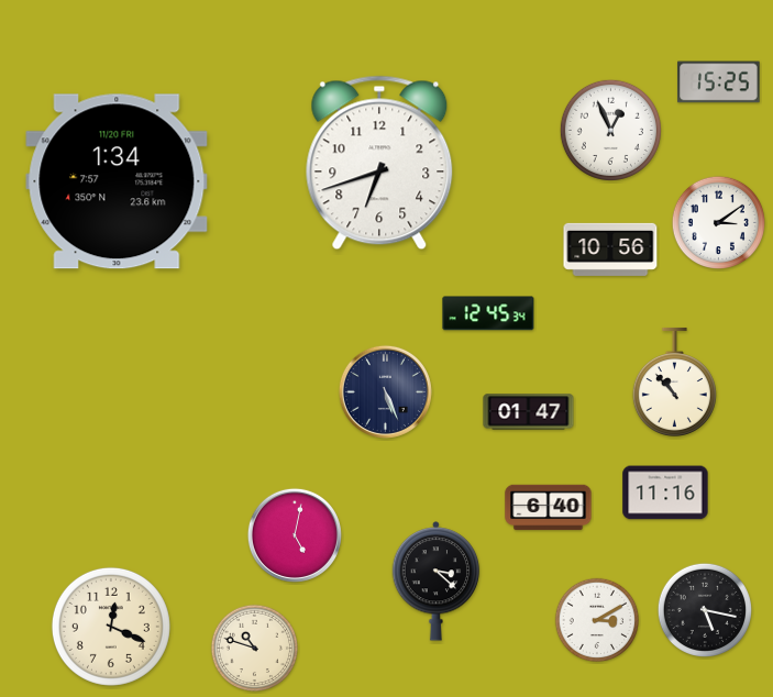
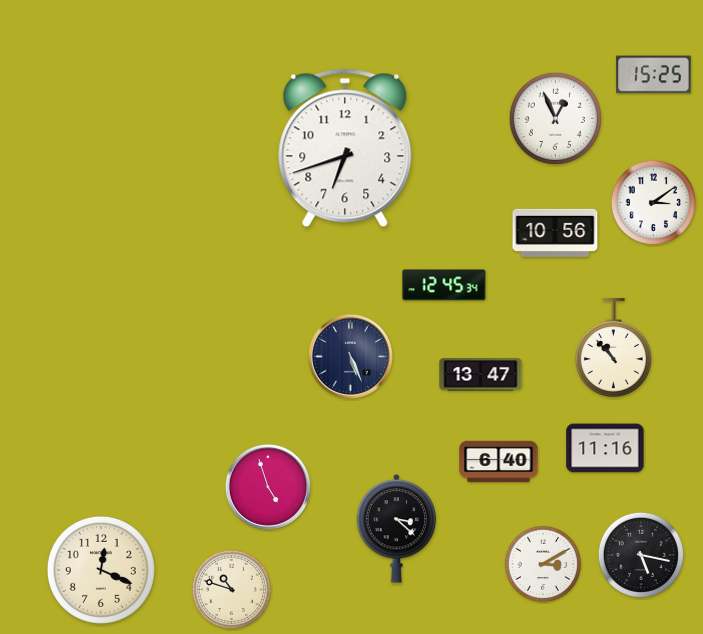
clock at (117, 181): 1:34 -> none
clock at (610, 250) position: (610, 250) -> (555, 233)
clock at (529, 412): 01:47 -> 13:47
clock at (295, 535): 5:02 -> 4:57
